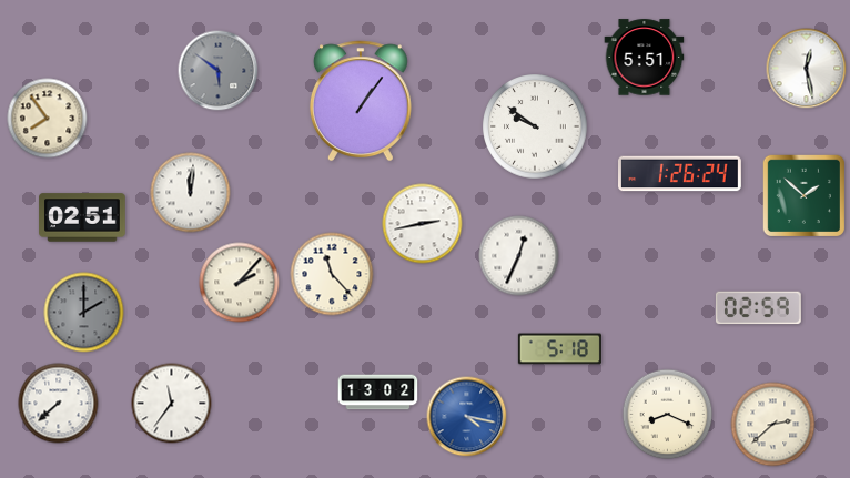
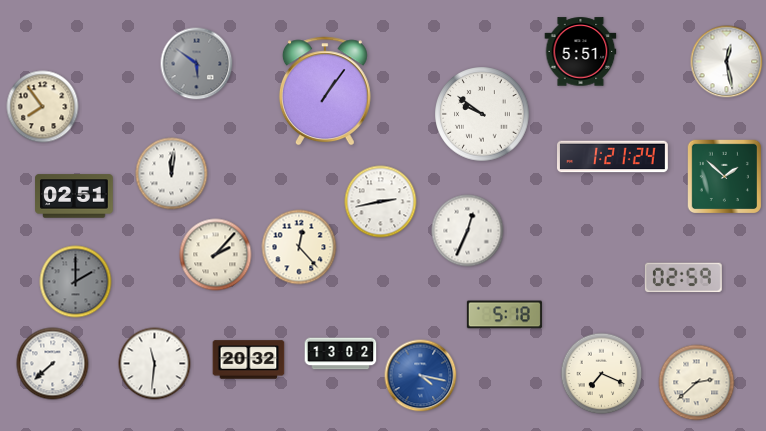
clock at (680, 174): 1:26 -> 1:21
clock at (332, 274): 11:23 -> 12:23
clock at (249, 360): none -> 20:32
clock at (172, 404): 11:36 -> 11:31
clock at (668, 415): 8:19 -> 7:19
